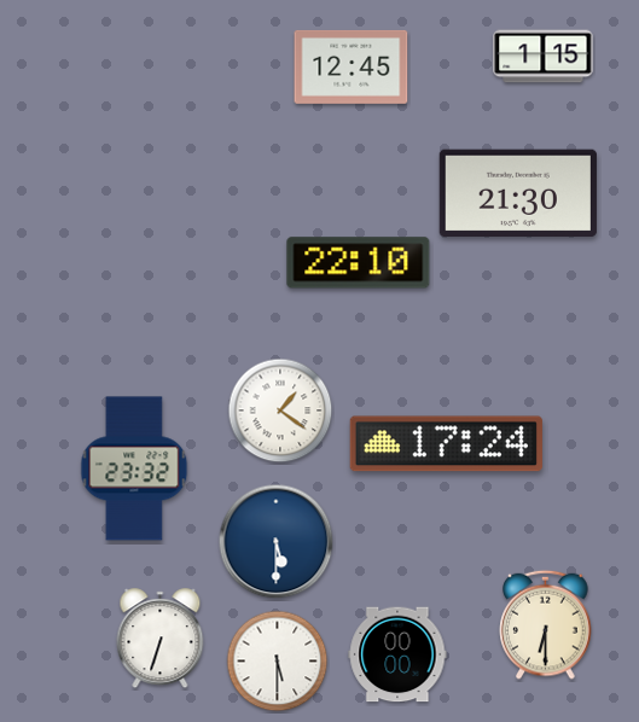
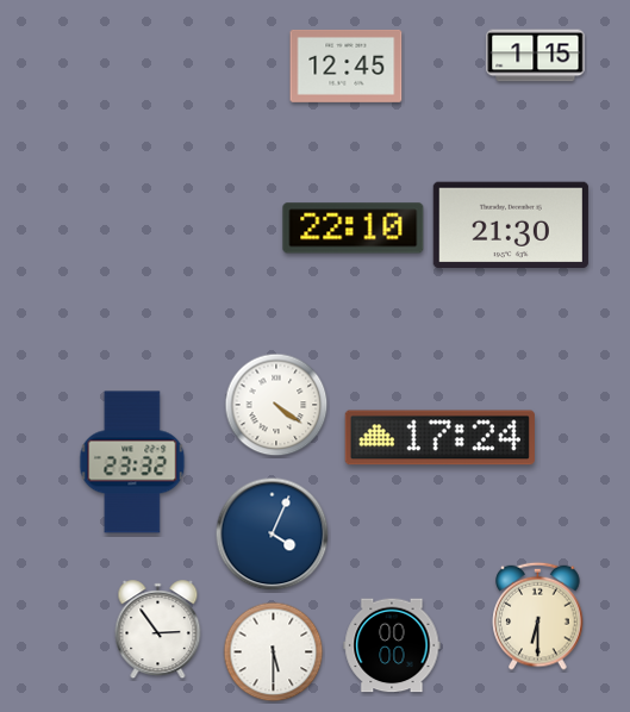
clock at (518, 193) position: (518, 193) -> (511, 225)
clock at (359, 263) position: (359, 263) -> (354, 229)
clock at (280, 411): 1:21 -> 4:21
clock at (277, 542): 5:30 -> 4:04
clock at (161, 639): 6:33 -> 2:54
